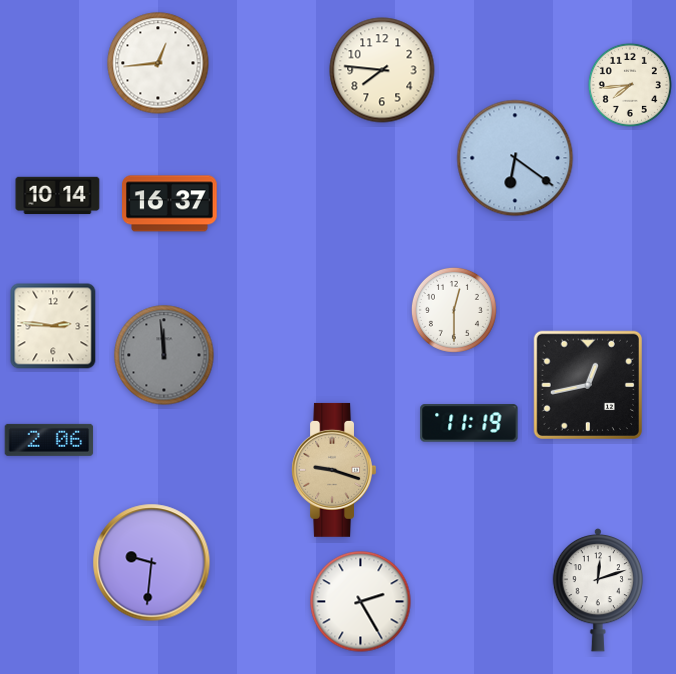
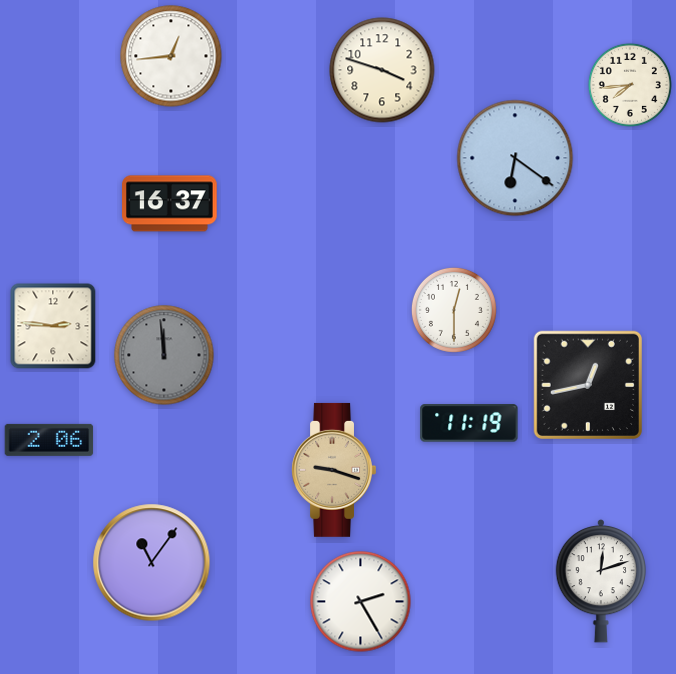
clock at (158, 63) position: (158, 63) -> (171, 56)
clock at (382, 70): 7:46 -> 3:48
clock at (58, 196): 10:14 -> none
clock at (152, 563): 9:31 -> 11:06
clock at (598, 590) position: (598, 590) -> (601, 581)
